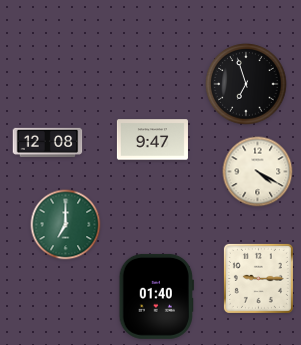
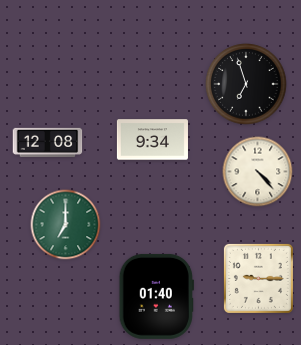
clock at (152, 140): 9:47 -> 9:34
clock at (258, 172): 4:20 -> 4:23
